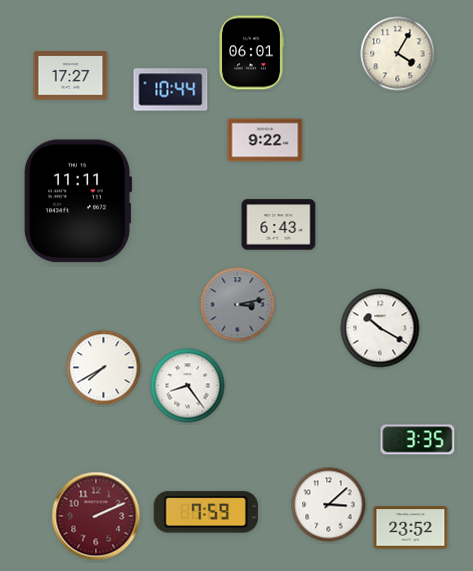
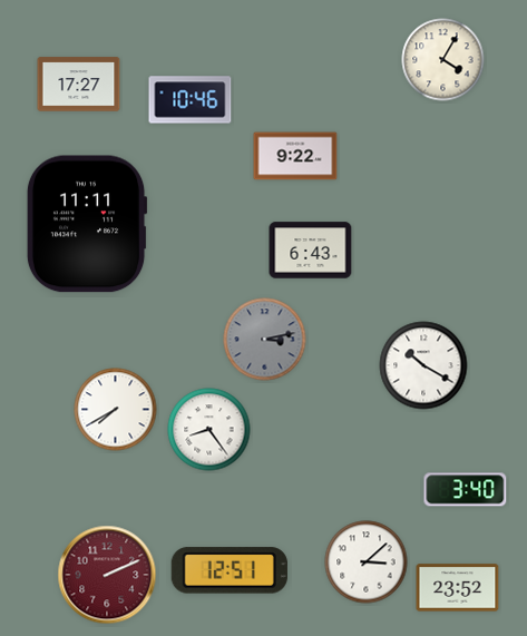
clock at (252, 53): 06:01 -> none
clock at (171, 90): 10:44 -> 10:46
clock at (418, 440): 3:35 -> 3:40
clock at (206, 512): 7:59 -> 12:51
